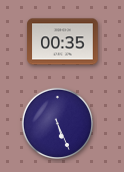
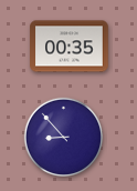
clock at (57, 123): 5:26 -> 8:53
